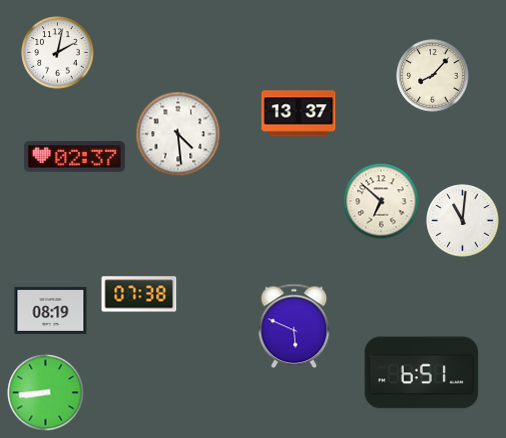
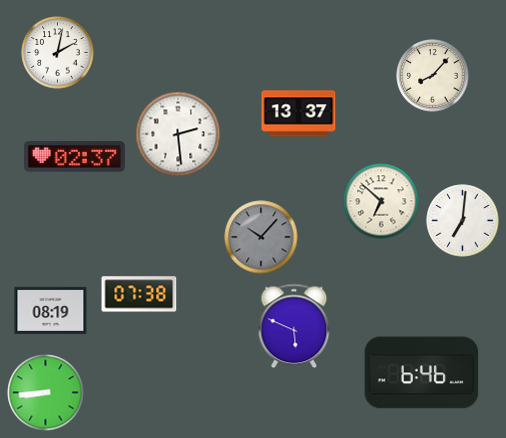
clock at (178, 134): 4:29 -> 2:29
clock at (463, 221): 11:01 -> 7:01
clock at (261, 237): none -> 10:07
clock at (422, 373): 6:51 -> 6:46
